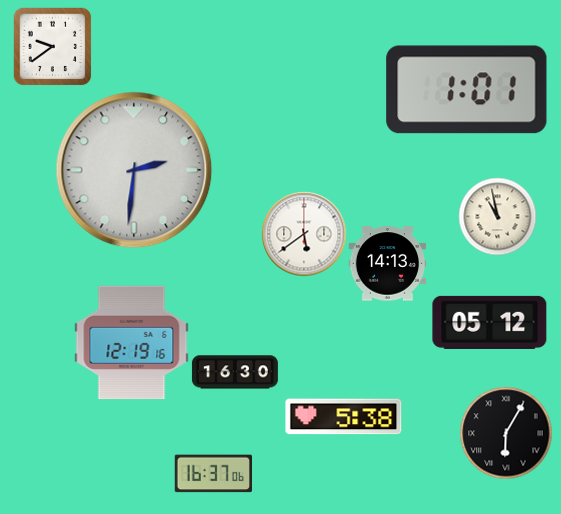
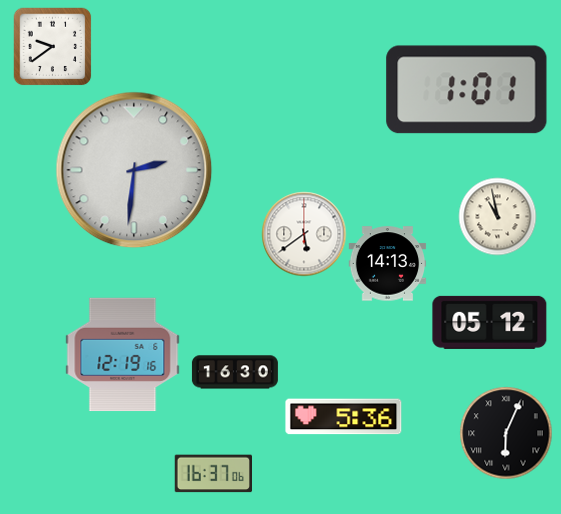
clock at (132, 343) position: (132, 343) -> (123, 355)
clock at (344, 417): 5:38 -> 5:36
clock at (506, 433): 6:05 -> 6:04
